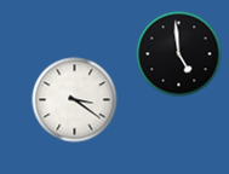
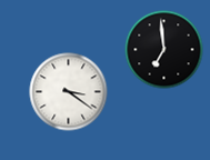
clock at (179, 54): 4:59 -> 6:59
